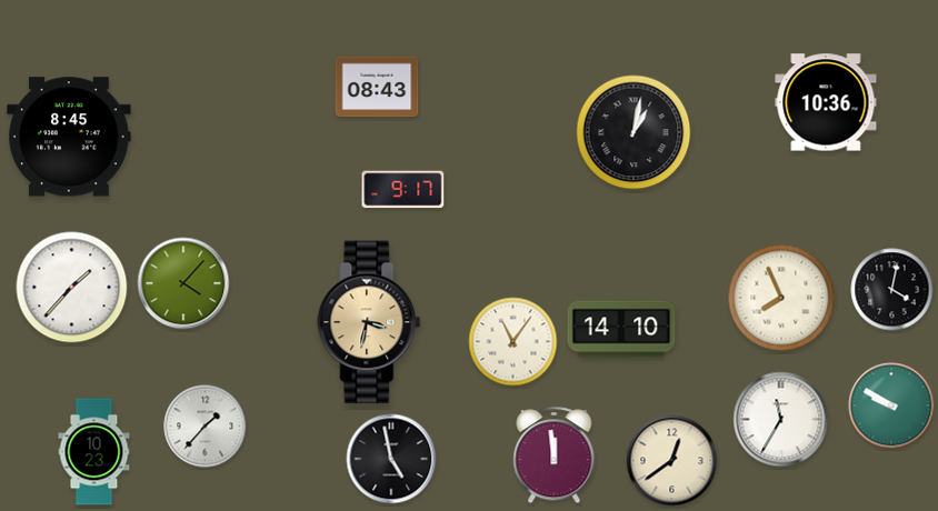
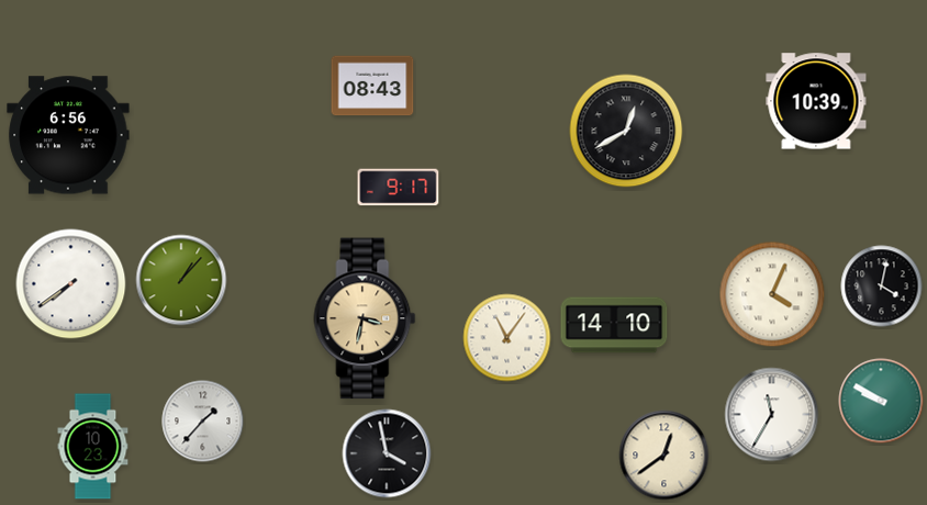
clock at (826, 102): 10:36 -> 10:39
clock at (633, 132): 1:02 -> 12:40
clock at (69, 137): 8:45 -> 6:56
clock at (183, 283): 4:07 -> 1:07
clock at (72, 288): 1:37 -> 7:39
clock at (781, 298): 7:56 -> 4:04
clock at (555, 455): 11:59 -> none
clock at (391, 459): 4:58 -> 3:58
